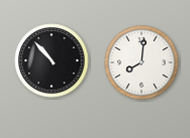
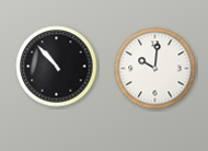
clock at (142, 63): 8:01 -> 10:01
